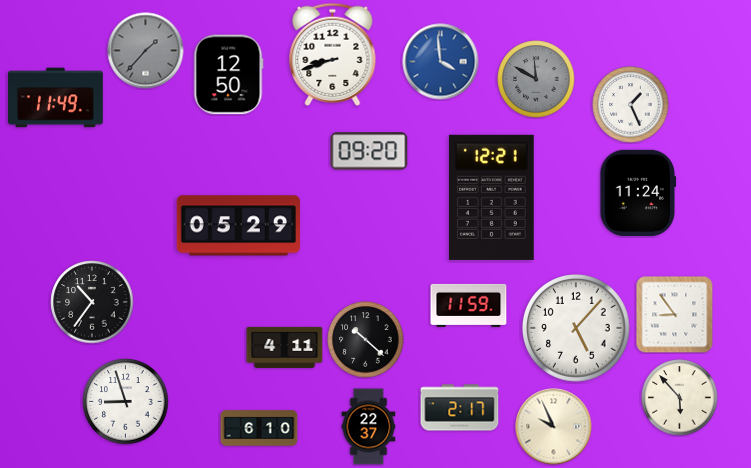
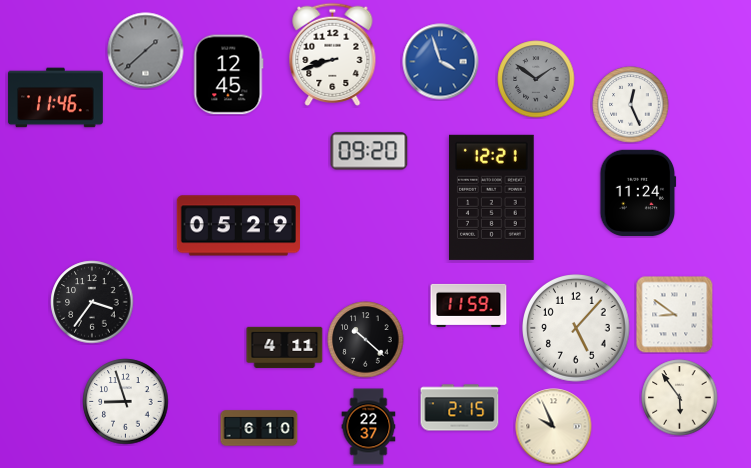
clock at (146, 51): 1:37 -> 1:38
clock at (441, 62): 3:59 -> 3:57
clock at (229, 75): 12:50 -> 12:45
clock at (536, 79): 11:50 -> 1:51
clock at (56, 98): 11:49 -> 11:46
clock at (631, 105): 1:26 -> 12:26
clock at (92, 302): 10:36 -> 3:36
clock at (675, 315): 8:54 -> 8:51
clock at (680, 398): 5:53 -> 5:54
clock at (460, 408): 2:17 -> 2:15
